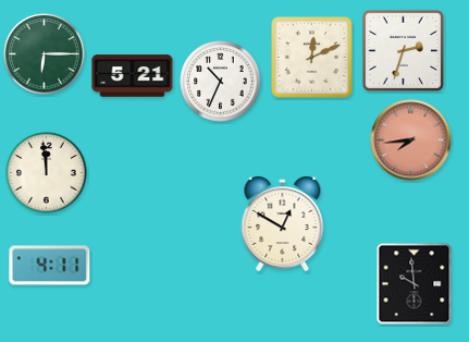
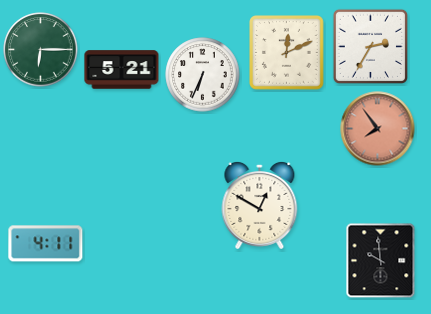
clock at (403, 50): 2:33 -> 2:35
clock at (221, 82): 10:34 -> 6:34
clock at (411, 141): 7:44 -> 7:54
clock at (47, 173): 11:59 -> none
